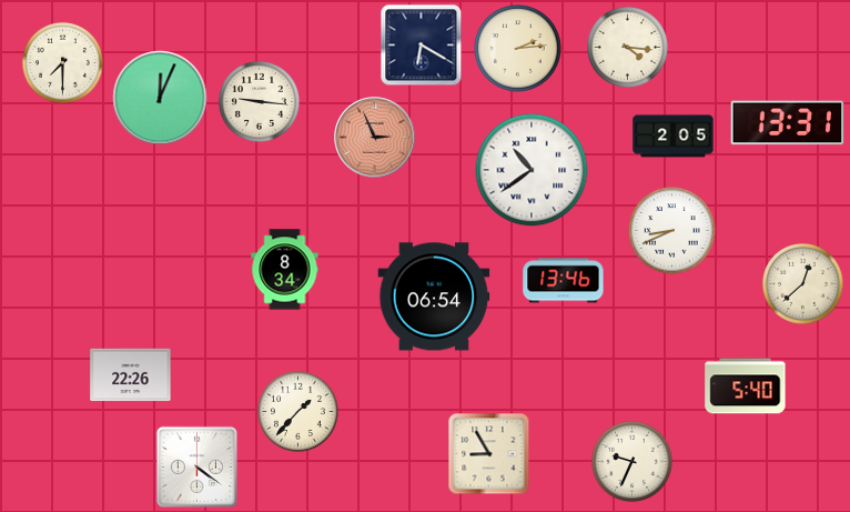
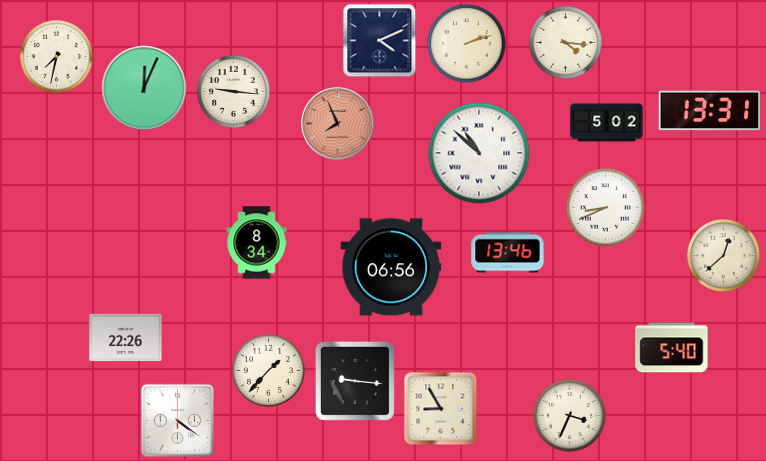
clock at (422, 46): 6:20 -> 4:11
clock at (518, 49): 2:14 -> 2:12
clock at (62, 62): 7:30 -> 7:32
clock at (674, 137): 2:05 -> 5:02
clock at (375, 138): 2:56 -> 7:56
clock at (532, 170): 10:39 -> 10:52
clock at (434, 297): 06:54 -> 06:56
clock at (131, 375) position: (131, 375) -> (126, 338)
clock at (355, 381): none -> 9:16
clock at (631, 461): 9:34 -> 3:34
